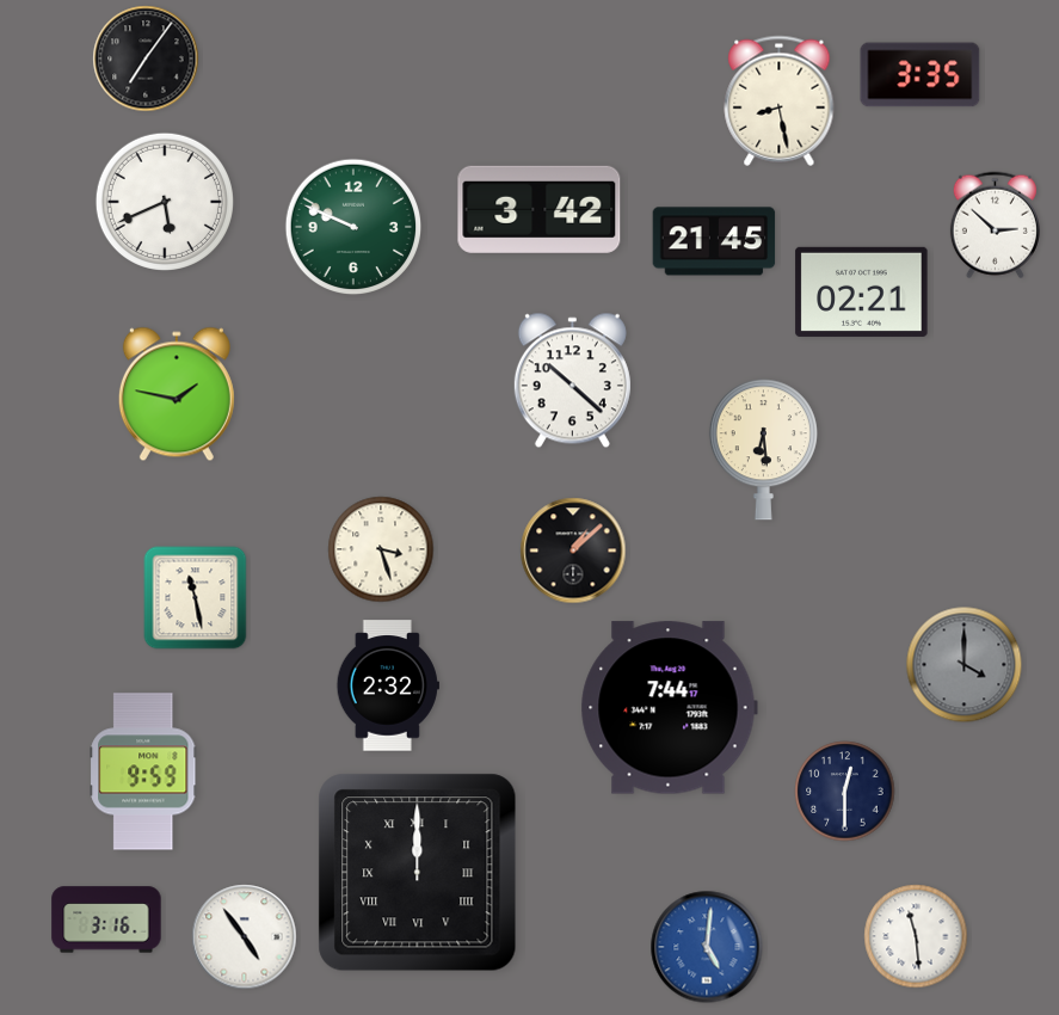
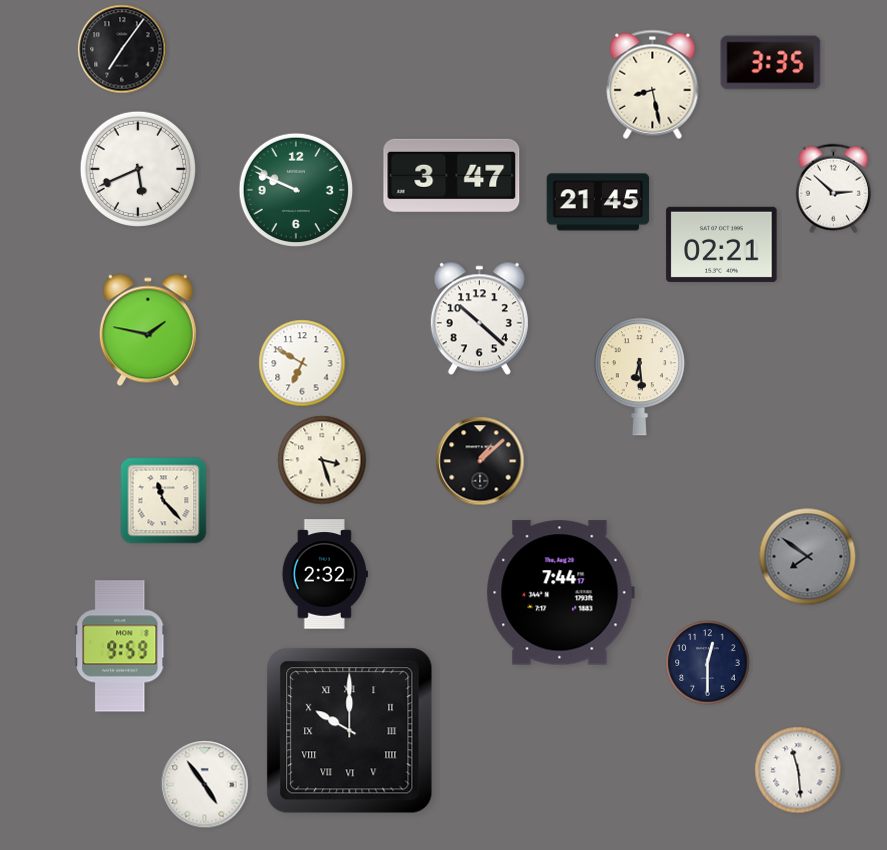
clock at (540, 209): 3:42 -> 3:47
clock at (302, 363): none -> 6:50
clock at (381, 549) position: (381, 549) -> (322, 460)
clock at (196, 598): 11:28 -> 11:23
clock at (965, 665): 4:00 -> 7:51
clock at (418, 873): 12:00 -> 10:00
clock at (106, 919): 3:16 -> none
clock at (916, 936) position: (916, 936) -> (798, 770)
clock at (707, 947): 5:01 -> none
